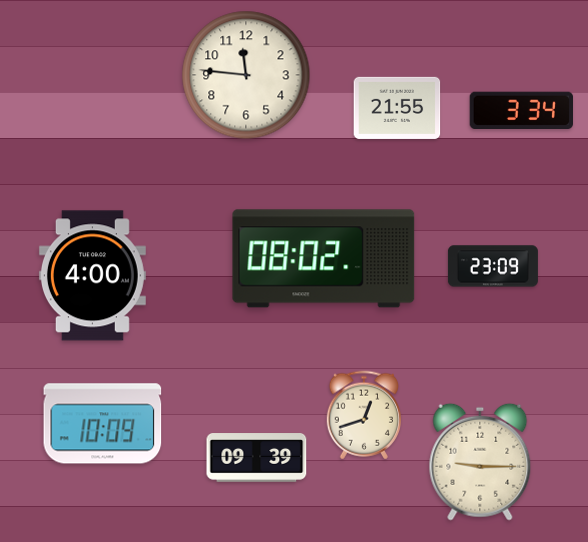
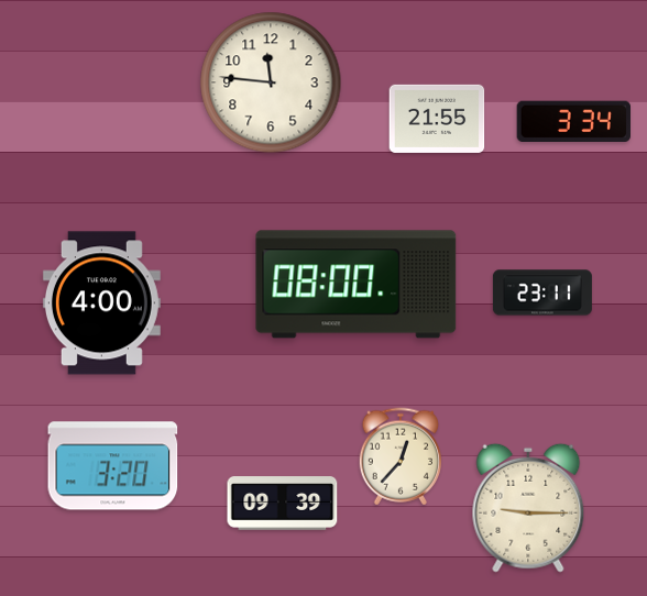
clock at (324, 259): 08:02 -> 08:00
clock at (493, 266): 23:09 -> 23:11
clock at (363, 415): 12:42 -> 12:37
clock at (103, 424): 10:09 -> 3:20
